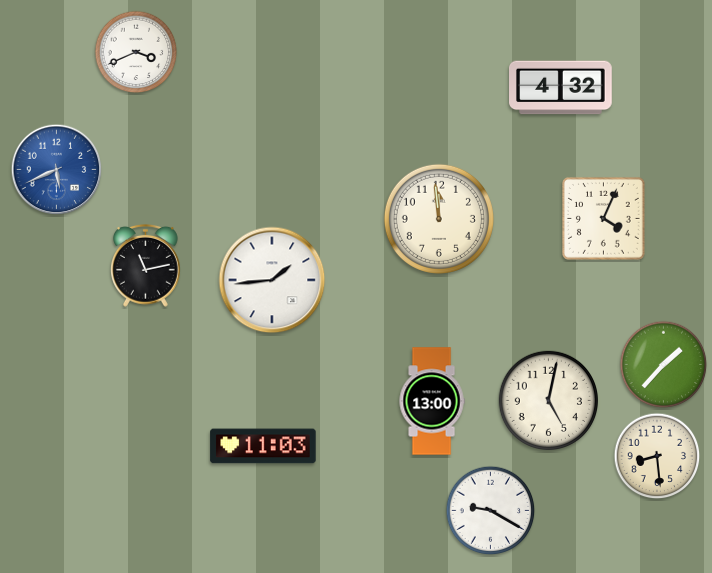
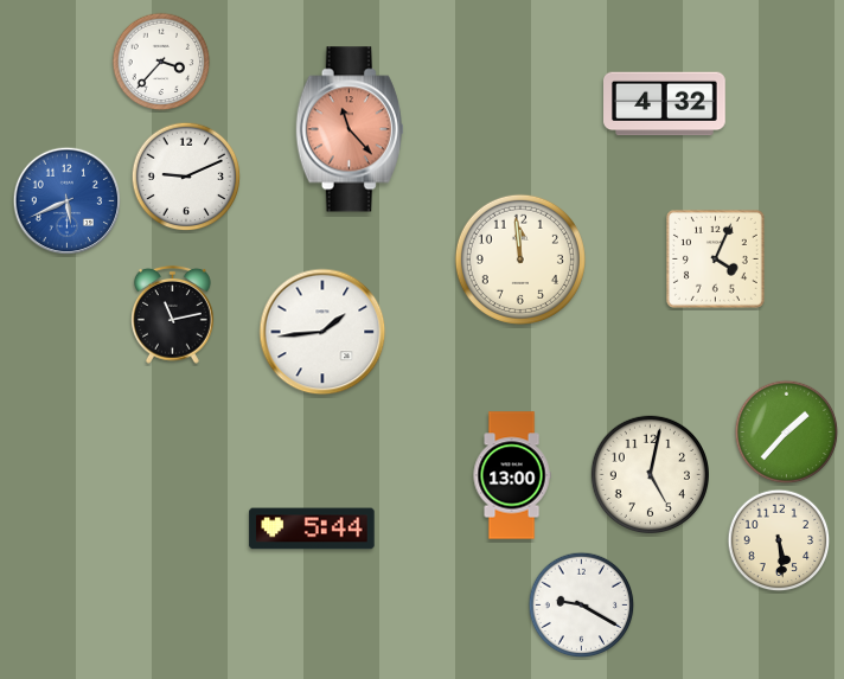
clock at (136, 52): 3:41 -> 3:37
clock at (350, 129): none -> 11:23
clock at (186, 177): none -> 9:11
clock at (263, 446): 11:03 -> 5:44
clock at (657, 456): 8:29 -> 5:29
